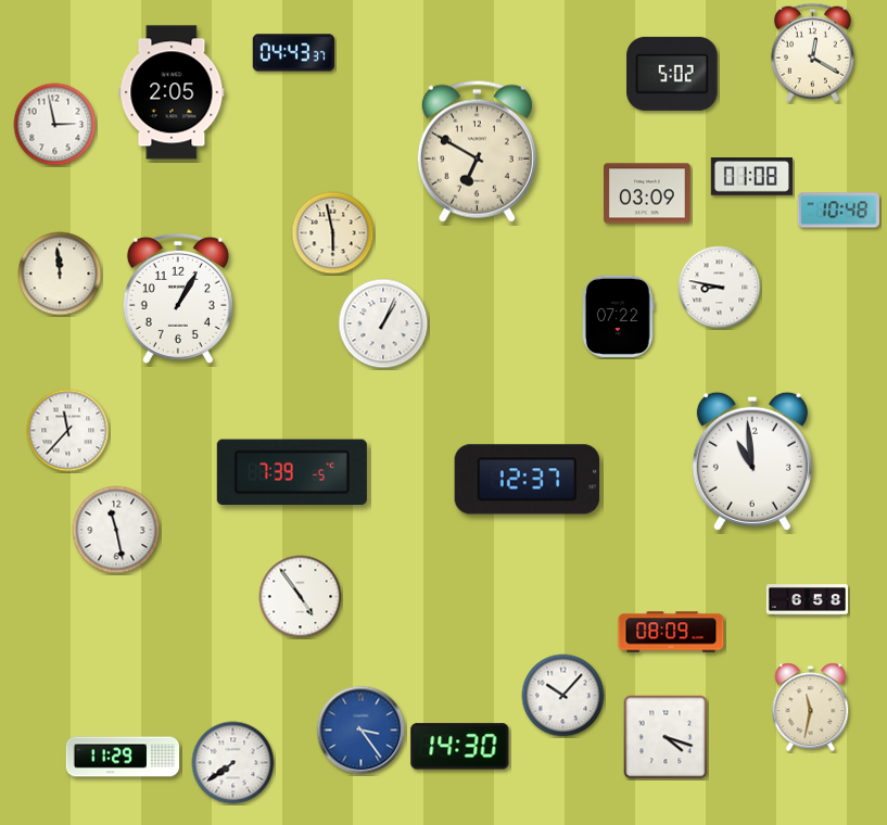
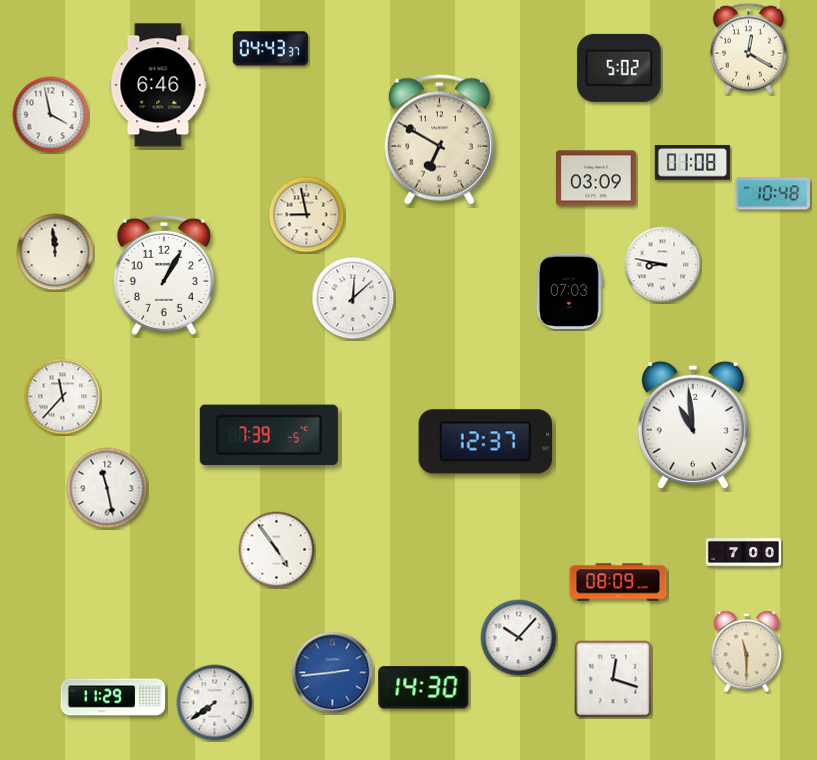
clock at (172, 92): 2:05 -> 6:46
clock at (55, 125): 2:58 -> 3:58
clock at (333, 233): 5:58 -> 8:58
clock at (618, 316): 07:22 -> 07:03
clock at (383, 323): 1:04 -> 12:08
clock at (808, 600): 6:58 -> 7:00
clock at (563, 696) position: (563, 696) -> (519, 638)
clock at (811, 708): 11:32 -> 11:30
clock at (362, 731): 3:24 -> 2:44
clock at (666, 737): 4:18 -> 12:18
